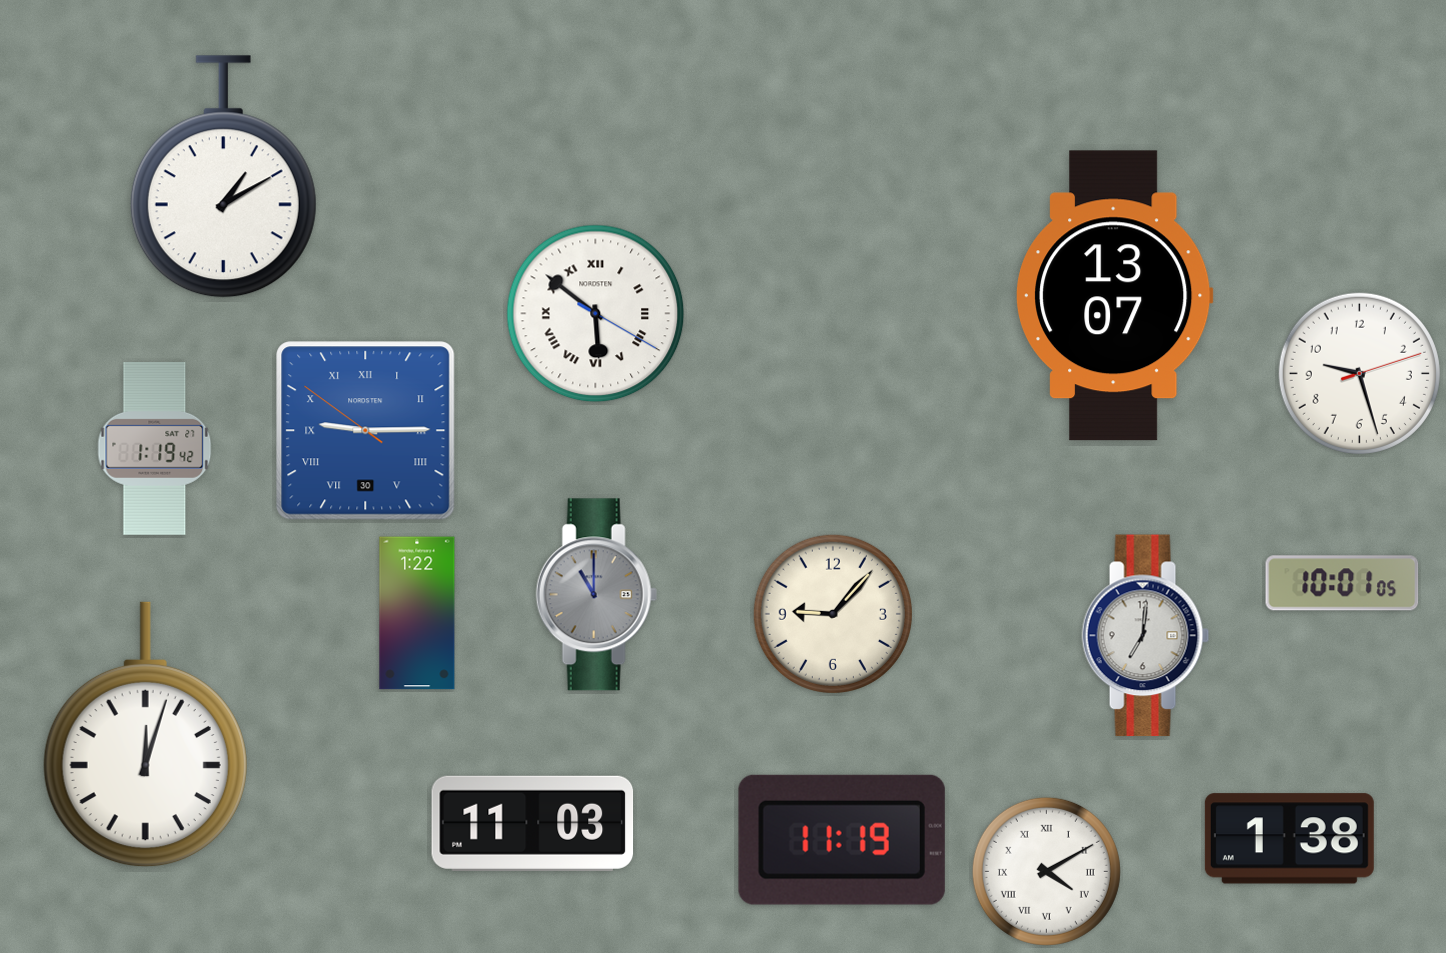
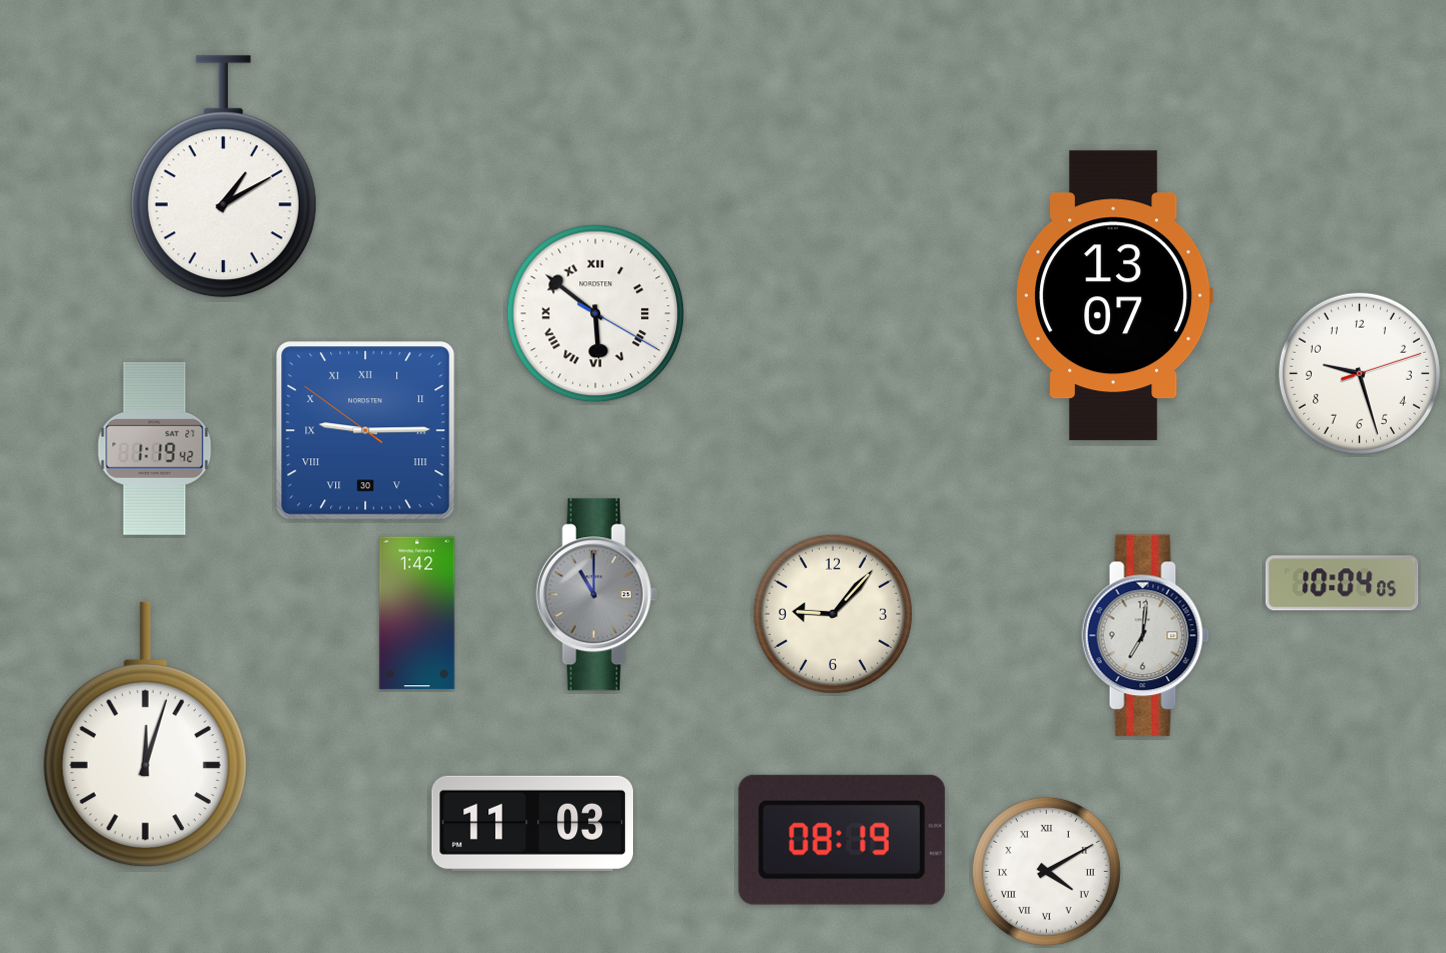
clock at (1342, 583): 10:01 -> 10:04
clock at (417, 613): 1:22 -> 1:42
clock at (1289, 839): 1:38 -> none
clock at (842, 840): 11:19 -> 08:19
